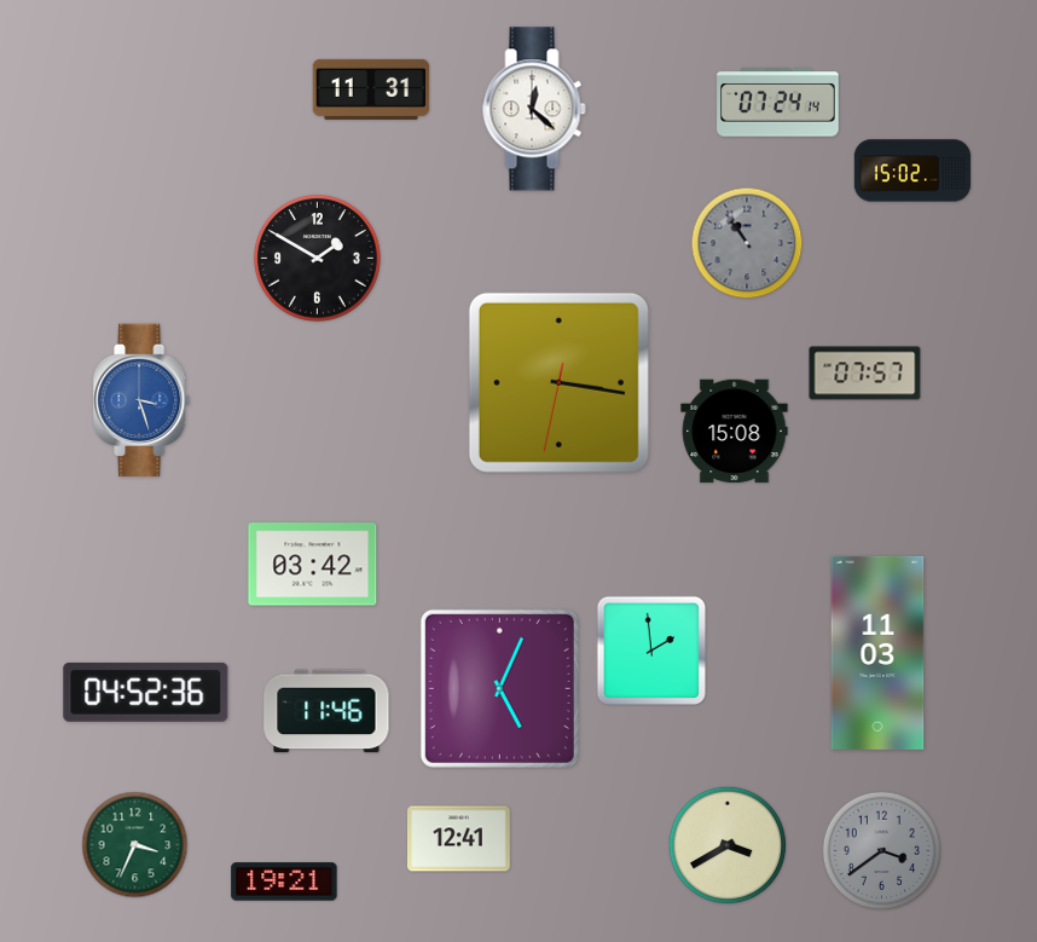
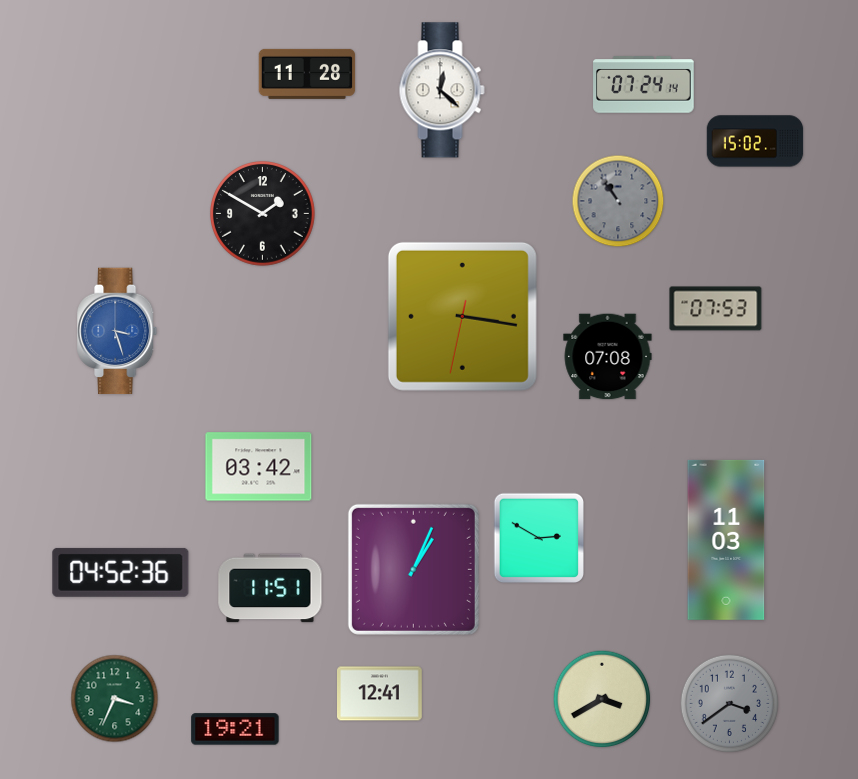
clock at (371, 89): 11:31 -> 11:28
clock at (865, 374): 07:57 -> 07:53
clock at (735, 432): 15:08 -> 07:08
clock at (651, 651): 1:59 -> 2:50
clock at (499, 688): 5:04 -> 1:04
clock at (326, 711): 11:46 -> 11:51
clock at (135, 845) position: (135, 845) -> (115, 699)
